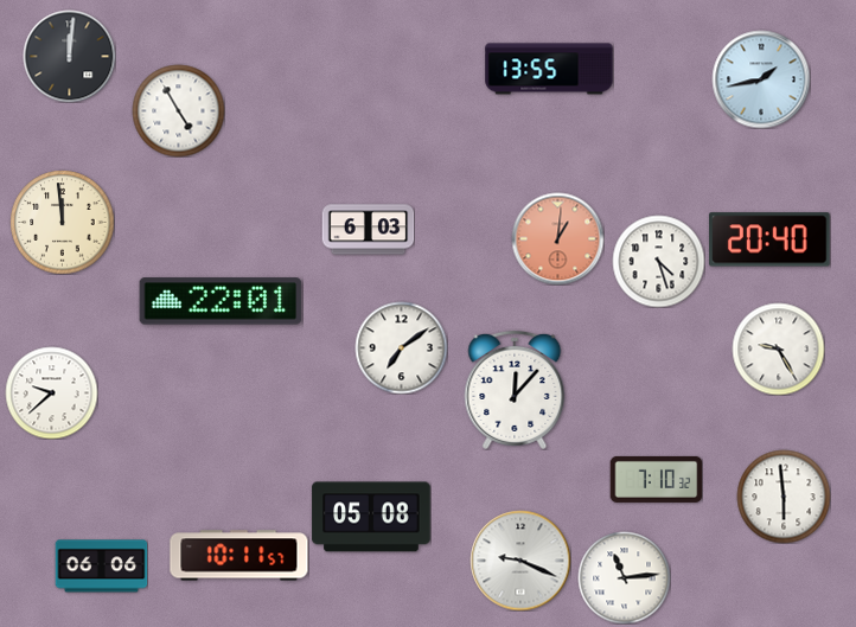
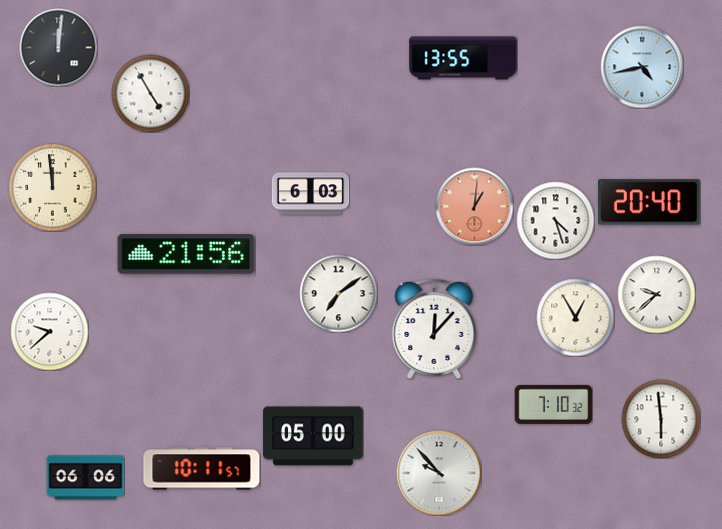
clock at (761, 79): 1:43 -> 4:43
clock at (557, 238) position: (557, 238) -> (474, 206)
clock at (221, 301): 22:01 -> 21:56
clock at (778, 348): 9:25 -> 9:38
clock at (575, 317): none -> 12:55
clock at (51, 392) position: (51, 392) -> (49, 331)
clock at (371, 517): 05:08 -> 05:00
clock at (520, 561): 9:19 -> 9:53
clock at (624, 577): 11:14 -> none
